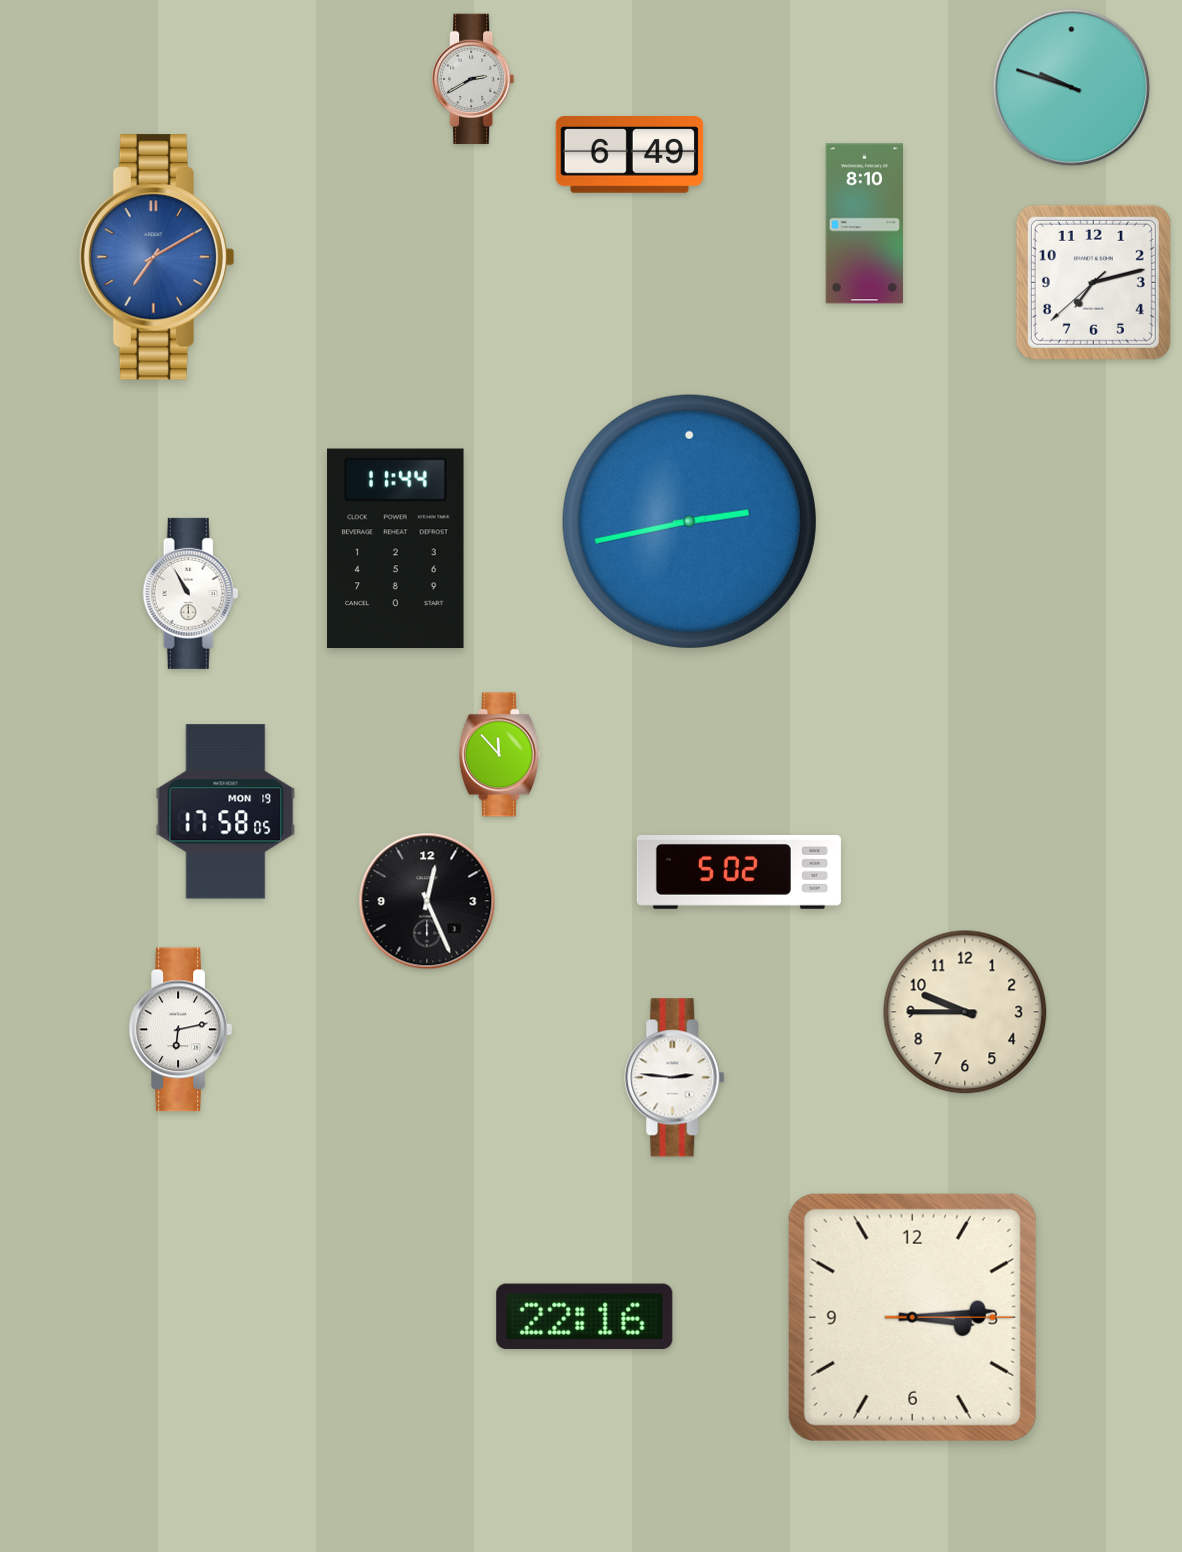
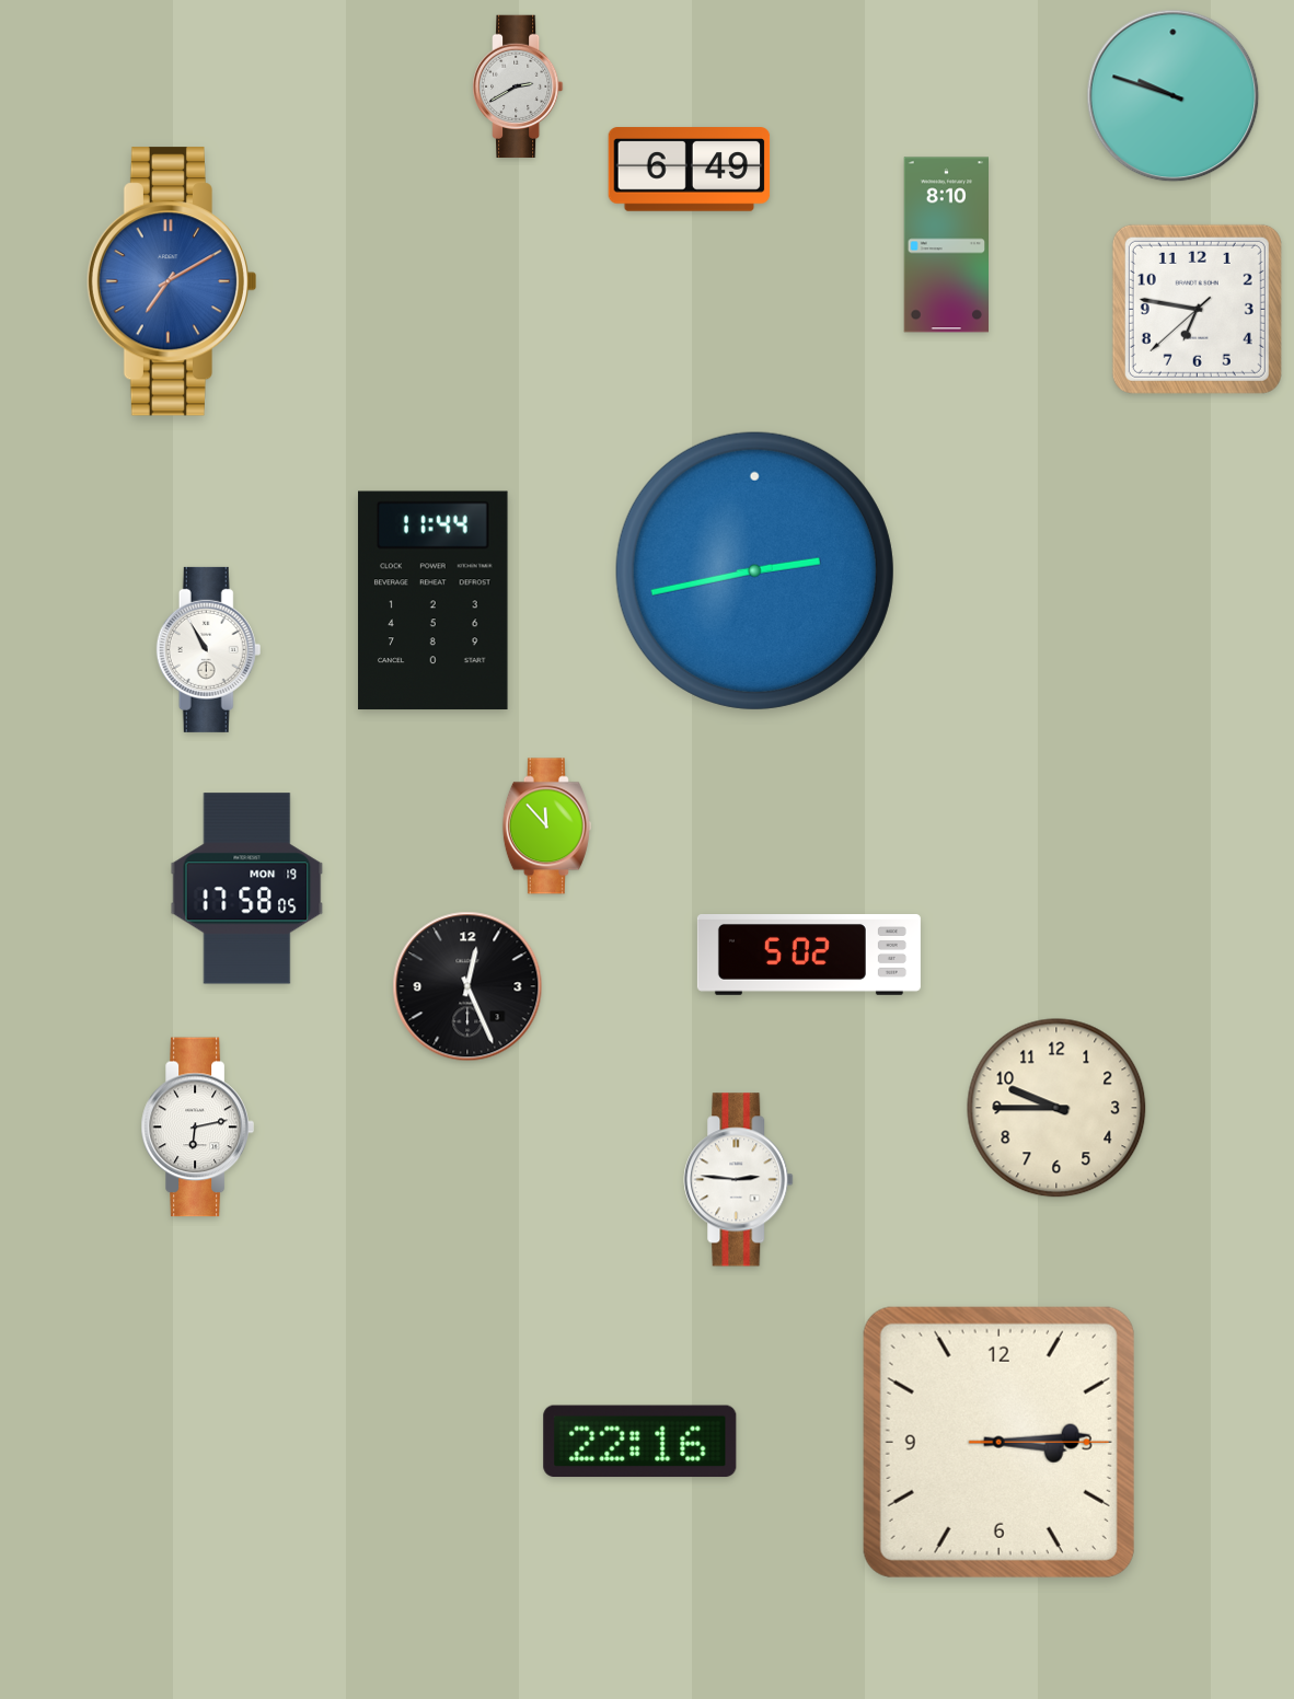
clock at (1093, 282): 7:12 -> 6:46
